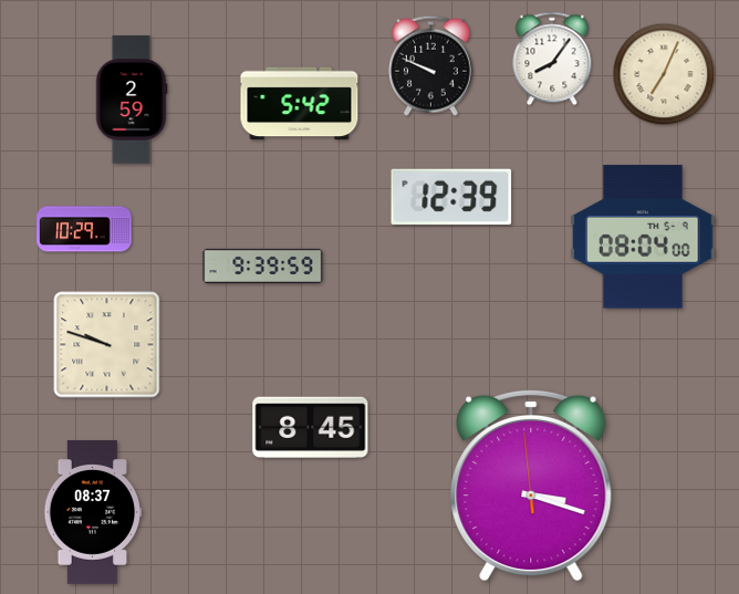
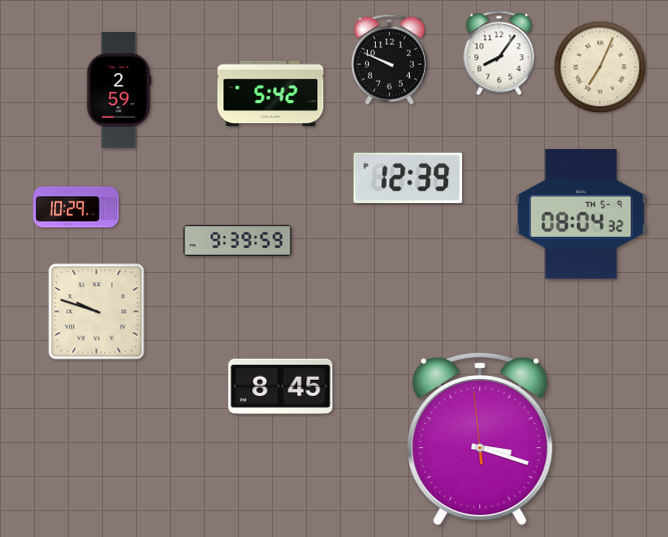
clock at (643, 237): 08:04:00 -> 08:04:32
clock at (93, 513): 08:37 -> none
